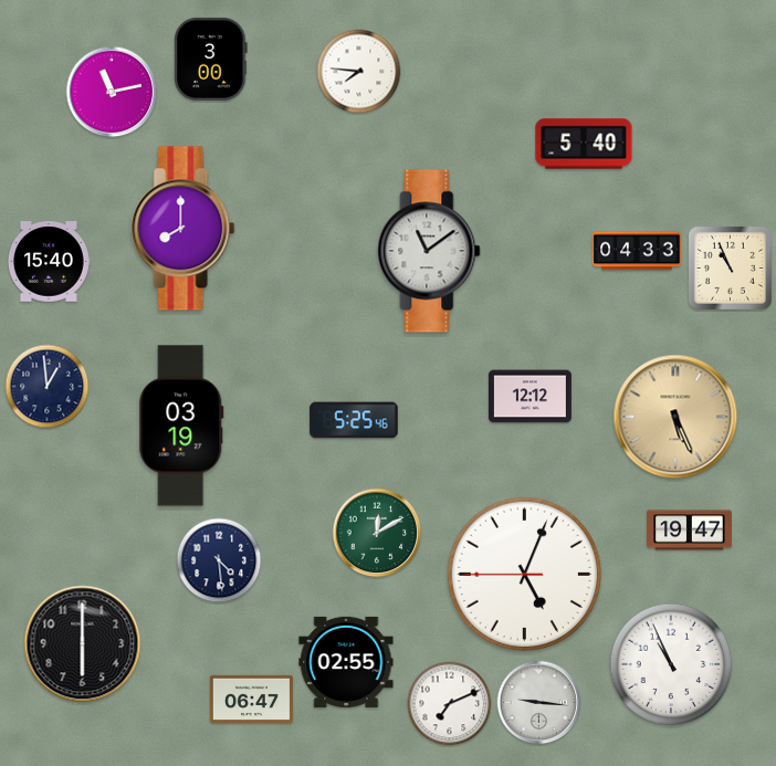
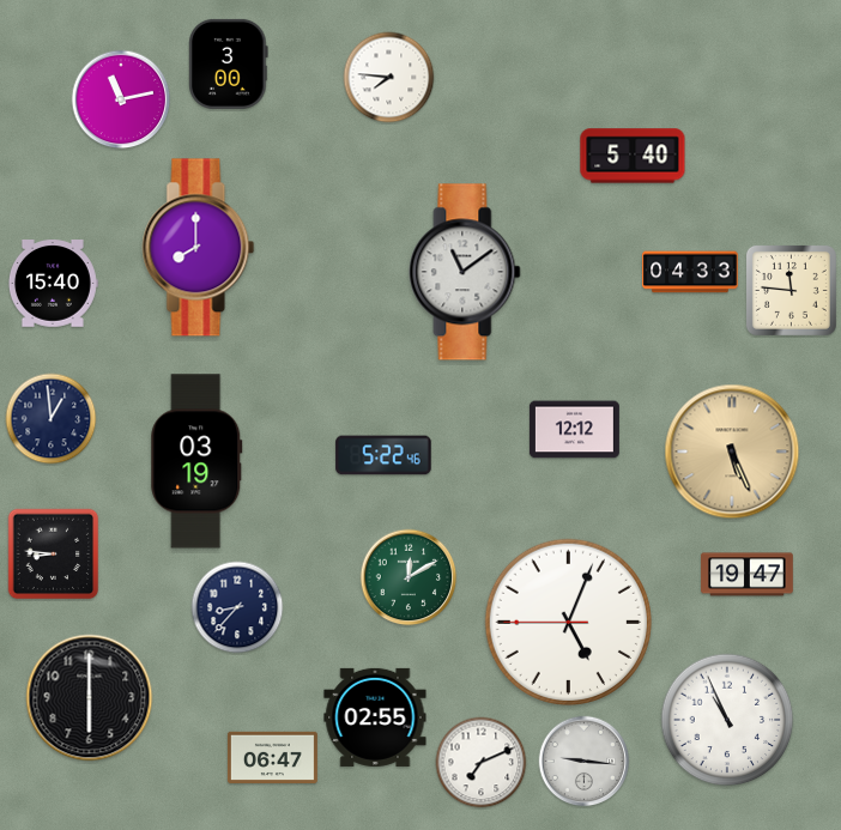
clock at (730, 267): 10:56 -> 11:46
clock at (354, 420): 5:25 -> 5:22
clock at (54, 555): none -> 8:46
clock at (219, 560): 4:29 -> 8:37
clock at (450, 704) position: (450, 704) -> (482, 763)
